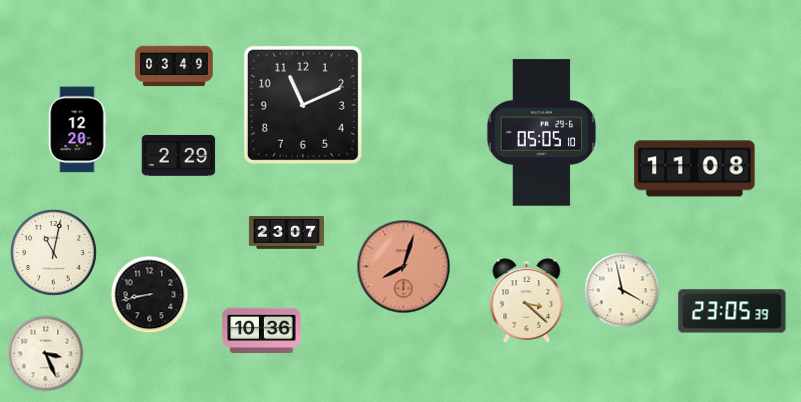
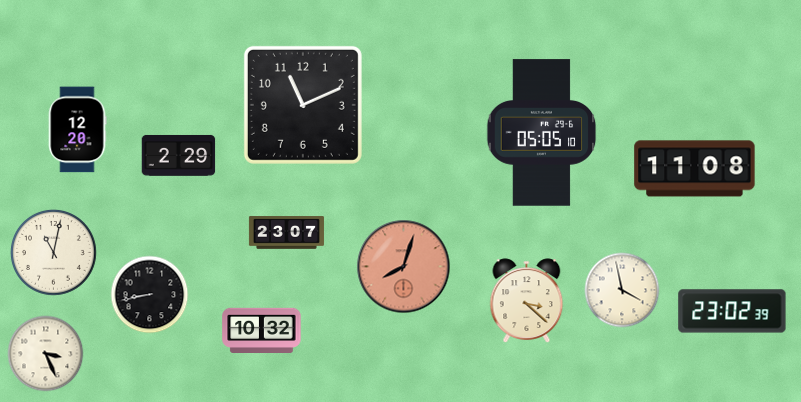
clock at (174, 66): 03:49 -> none
clock at (732, 311): 23:05 -> 23:02
clock at (262, 330): 10:36 -> 10:32
